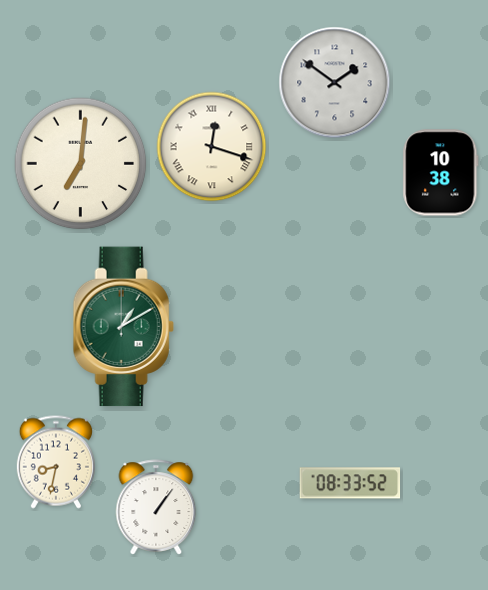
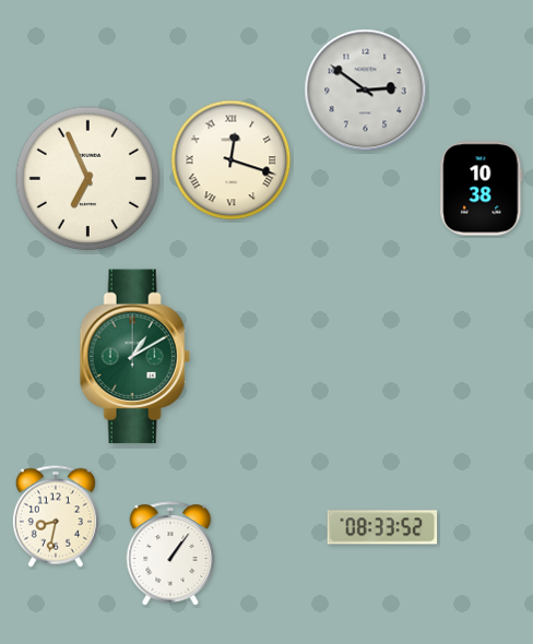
clock at (335, 83): 1:51 -> 2:51
clock at (81, 164): 7:01 -> 6:56
clock at (56, 462) position: (56, 462) -> (56, 516)
